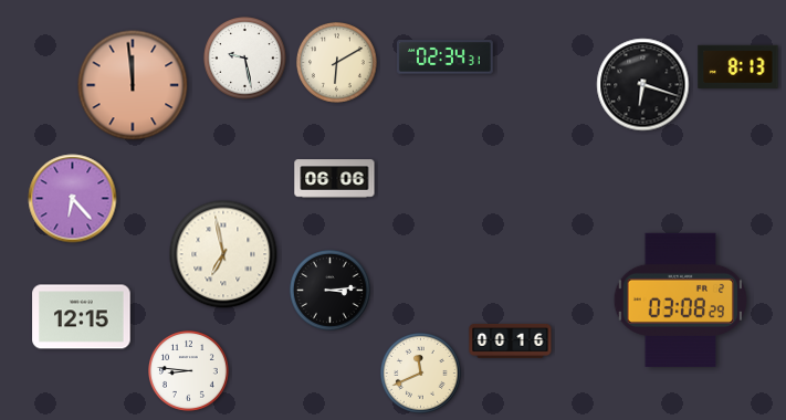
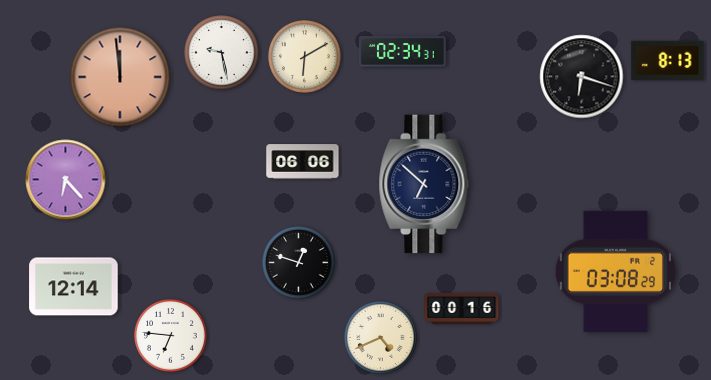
clock at (424, 184): none -> 6:52
clock at (223, 254): 6:58 -> none
clock at (331, 291): 3:14 -> 12:48
clock at (82, 317): 12:15 -> 12:14
clock at (189, 371): 8:46 -> 6:46
clock at (421, 374): 11:41 -> 4:41
